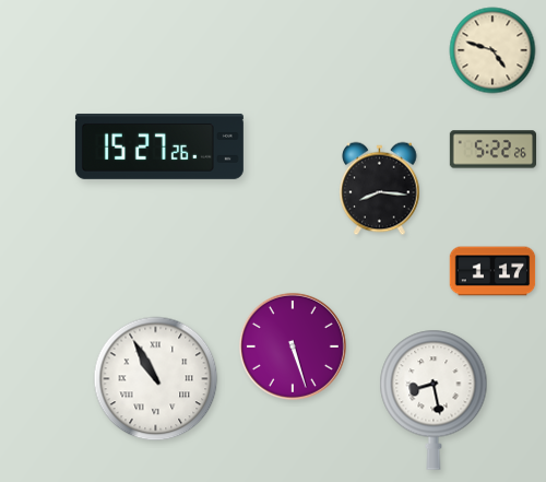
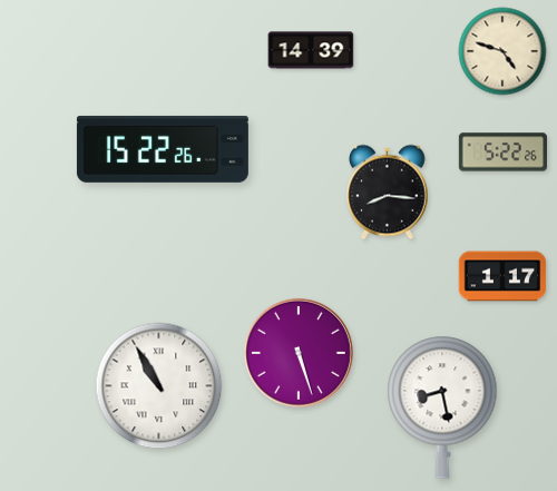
clock at (311, 50): none -> 14:39
clock at (159, 146): 15:27 -> 15:22
